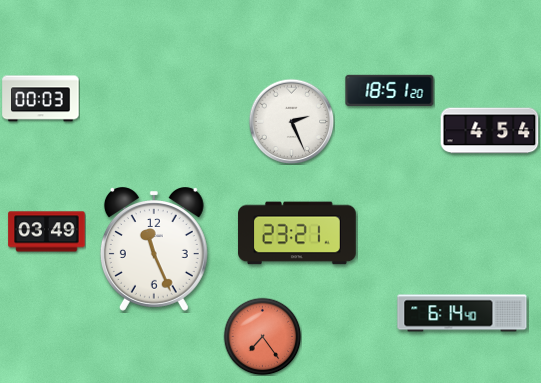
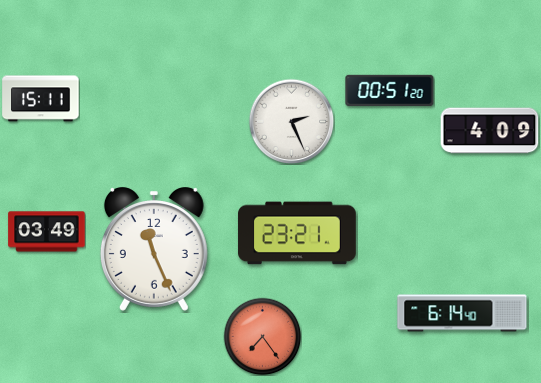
clock at (390, 91): 18:51 -> 00:51
clock at (41, 99): 00:03 -> 15:11
clock at (490, 131): 4:54 -> 4:09
